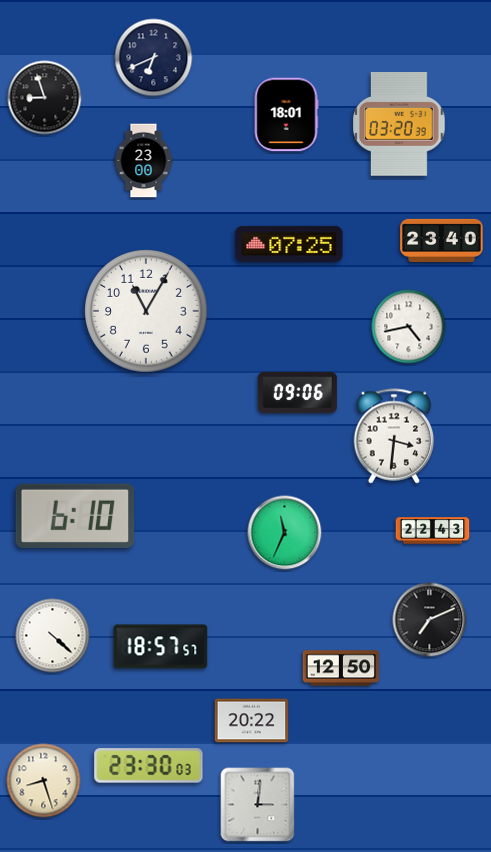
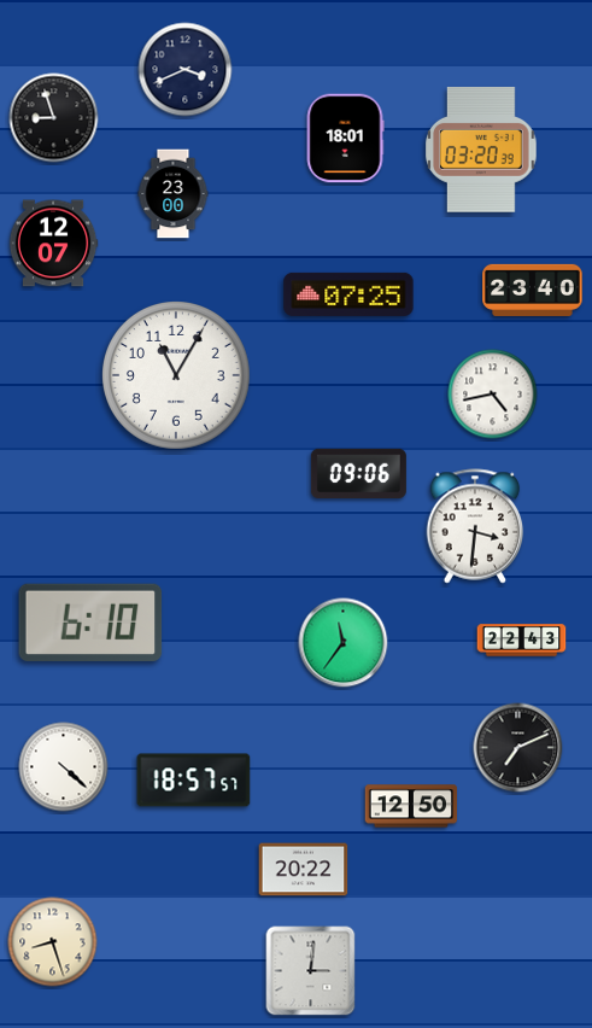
clock at (154, 58): 6:41 -> 3:41
clock at (53, 244): none -> 12:07
clock at (285, 533): 11:34 -> 11:36
clock at (149, 766): 23:30 -> none
